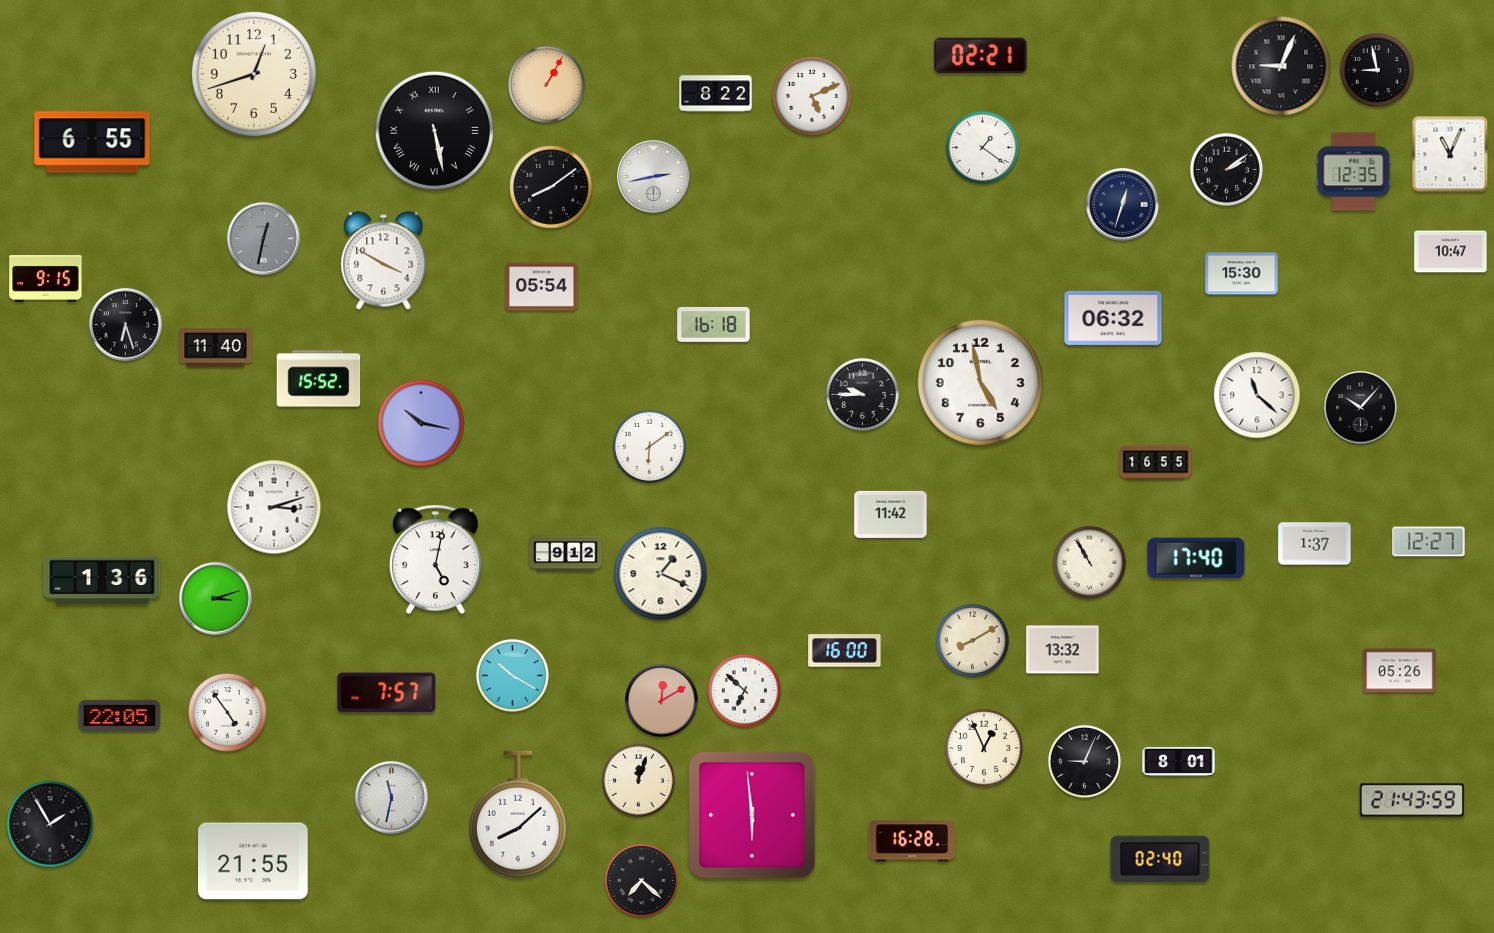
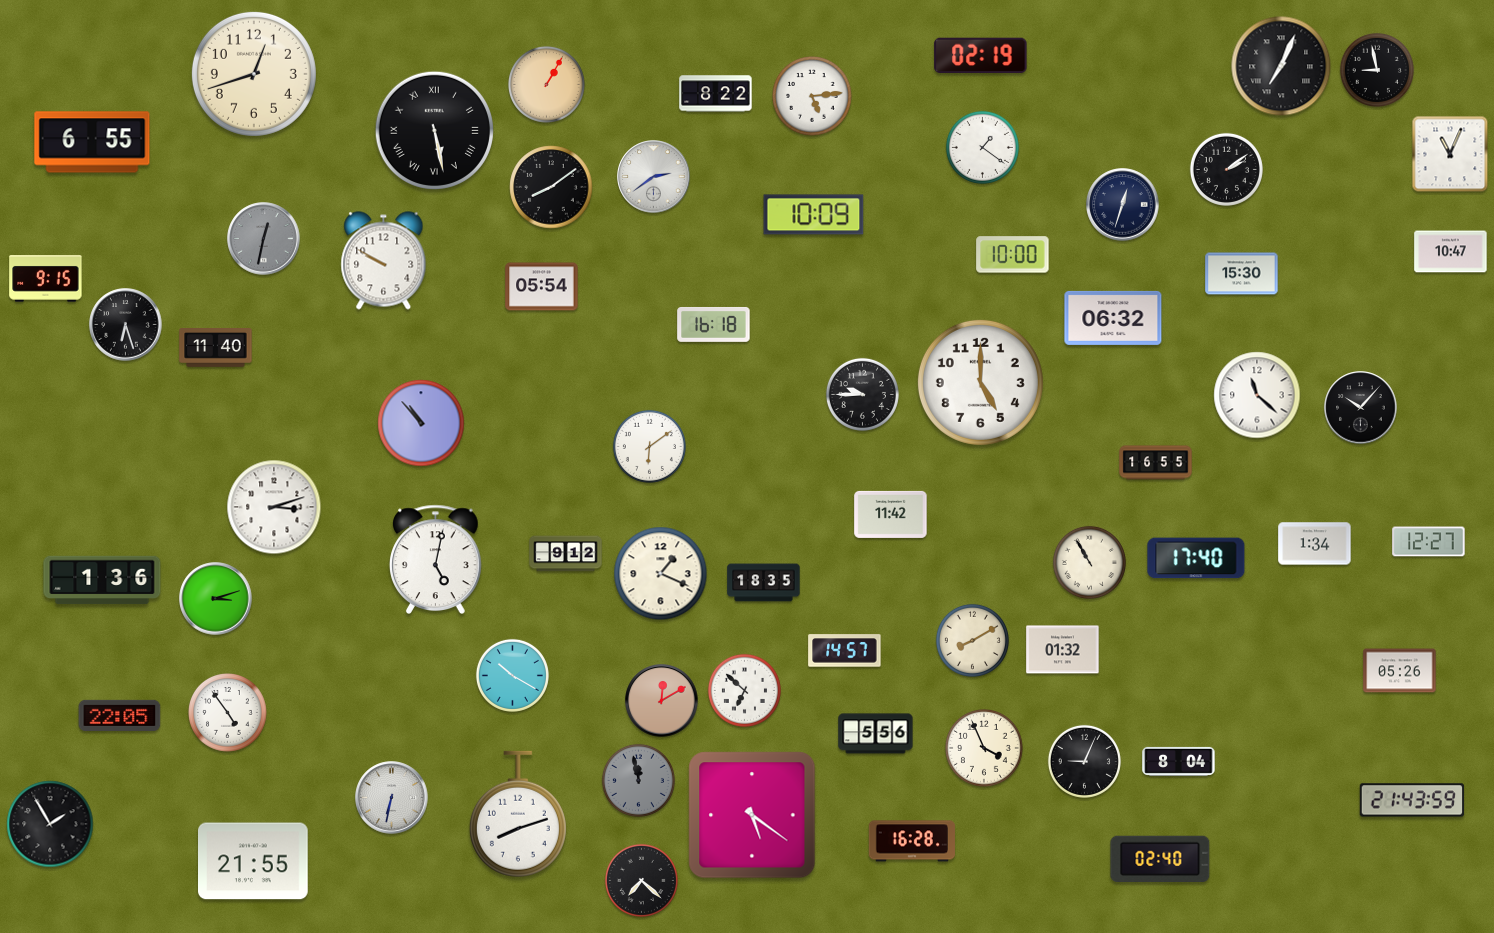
clock at (981, 56): 02:21 -> 02:19
clock at (1281, 66): 9:04 -> 7:04
clock at (812, 96): 5:11 -> 5:14
clock at (1354, 172): 12:35 -> none
clock at (654, 177): 2:43 -> 2:39
clock at (814, 215): none -> 10:09
clock at (1013, 255): none -> 10:00
clock at (384, 261): 3:50 -> 9:50
clock at (319, 379): 15:52 -> none
clock at (980, 382): 4:58 -> 5:00
clock at (421, 423): 10:17 -> 10:53
clock at (1315, 544): 1:37 -> 1:34
clock at (764, 583): none -> 18:35
clock at (1063, 650): 13:32 -> 01:32
clock at (845, 651): 16:00 -> 14:57
clock at (387, 693): 7:57 -> none
clock at (876, 734): none -> 5:56
clock at (985, 749): 12:56 -> 3:56
clock at (1179, 761): 8:01 -> 8:04
clock at (638, 780): 12:03 -> 11:58
clock at (638, 780) dial: cream -> grey
clock at (392, 798): 11:32 -> 6:32
clock at (518, 814): 8:08 -> 8:12
clock at (752, 815): 5:59 -> 5:21
